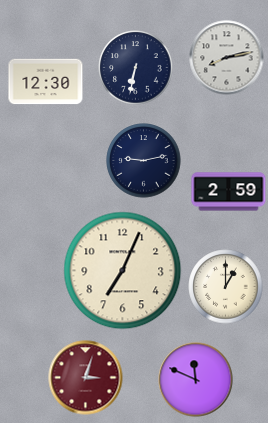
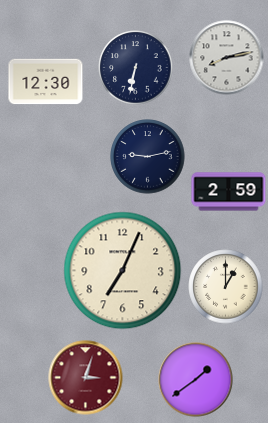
clock at (144, 161) position: (144, 161) -> (148, 157)
clock at (196, 380): 11:49 -> 1:39
